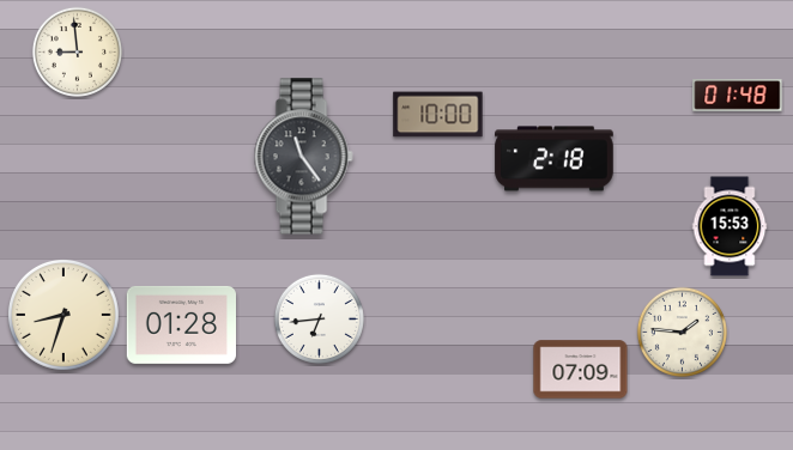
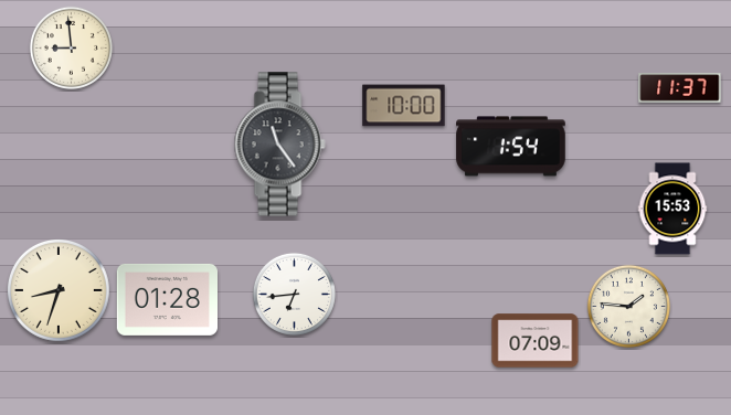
clock at (738, 96): 01:48 -> 11:37
clock at (555, 159): 2:18 -> 1:54
